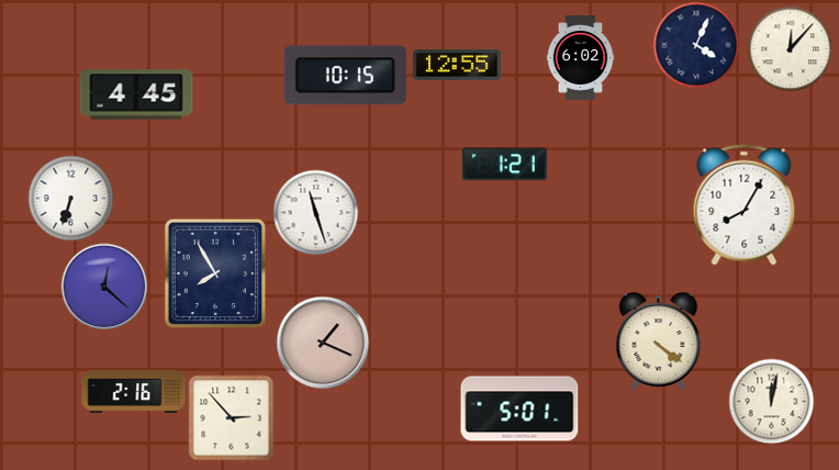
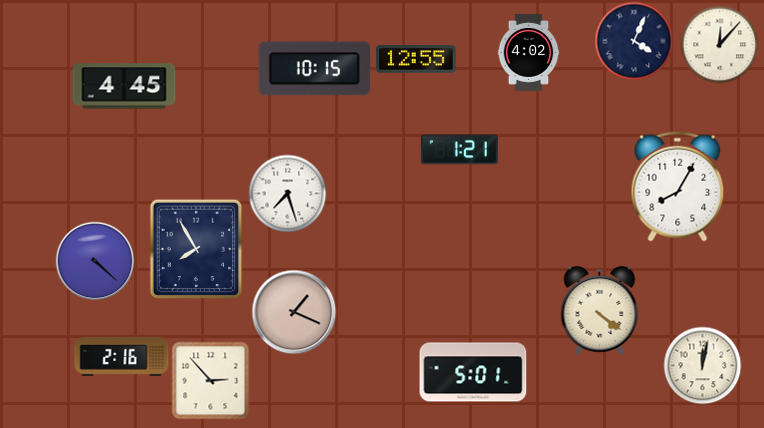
clock at (581, 58): 6:02 -> 4:02
clock at (70, 198): 6:33 -> none
clock at (315, 212): 11:27 -> 7:27
clock at (104, 287): 12:22 -> 4:22
